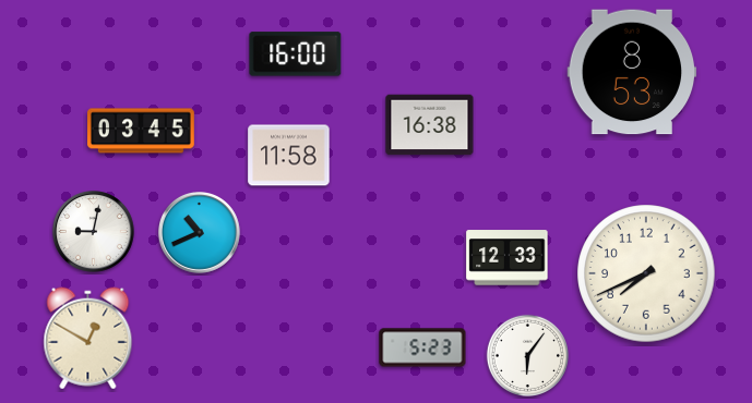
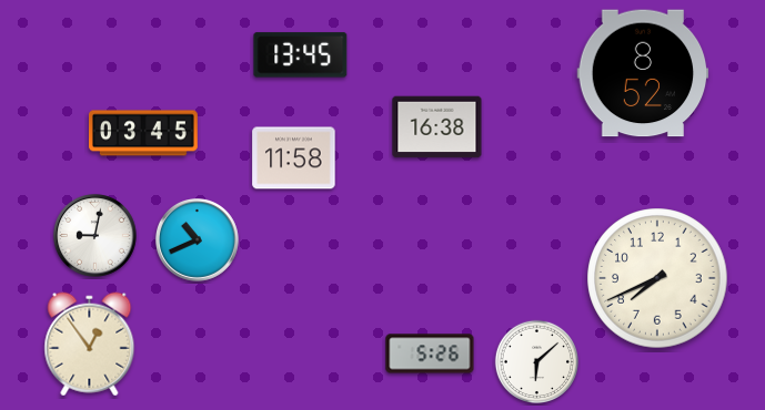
clock at (296, 54): 16:00 -> 13:45
clock at (632, 72): 8:53 -> 8:52
clock at (200, 233) position: (200, 233) -> (198, 240)
clock at (508, 258): 12:33 -> none
clock at (88, 339): 12:50 -> 12:54
clock at (422, 347): 5:23 -> 5:26
clock at (527, 355): 6:06 -> 6:08
